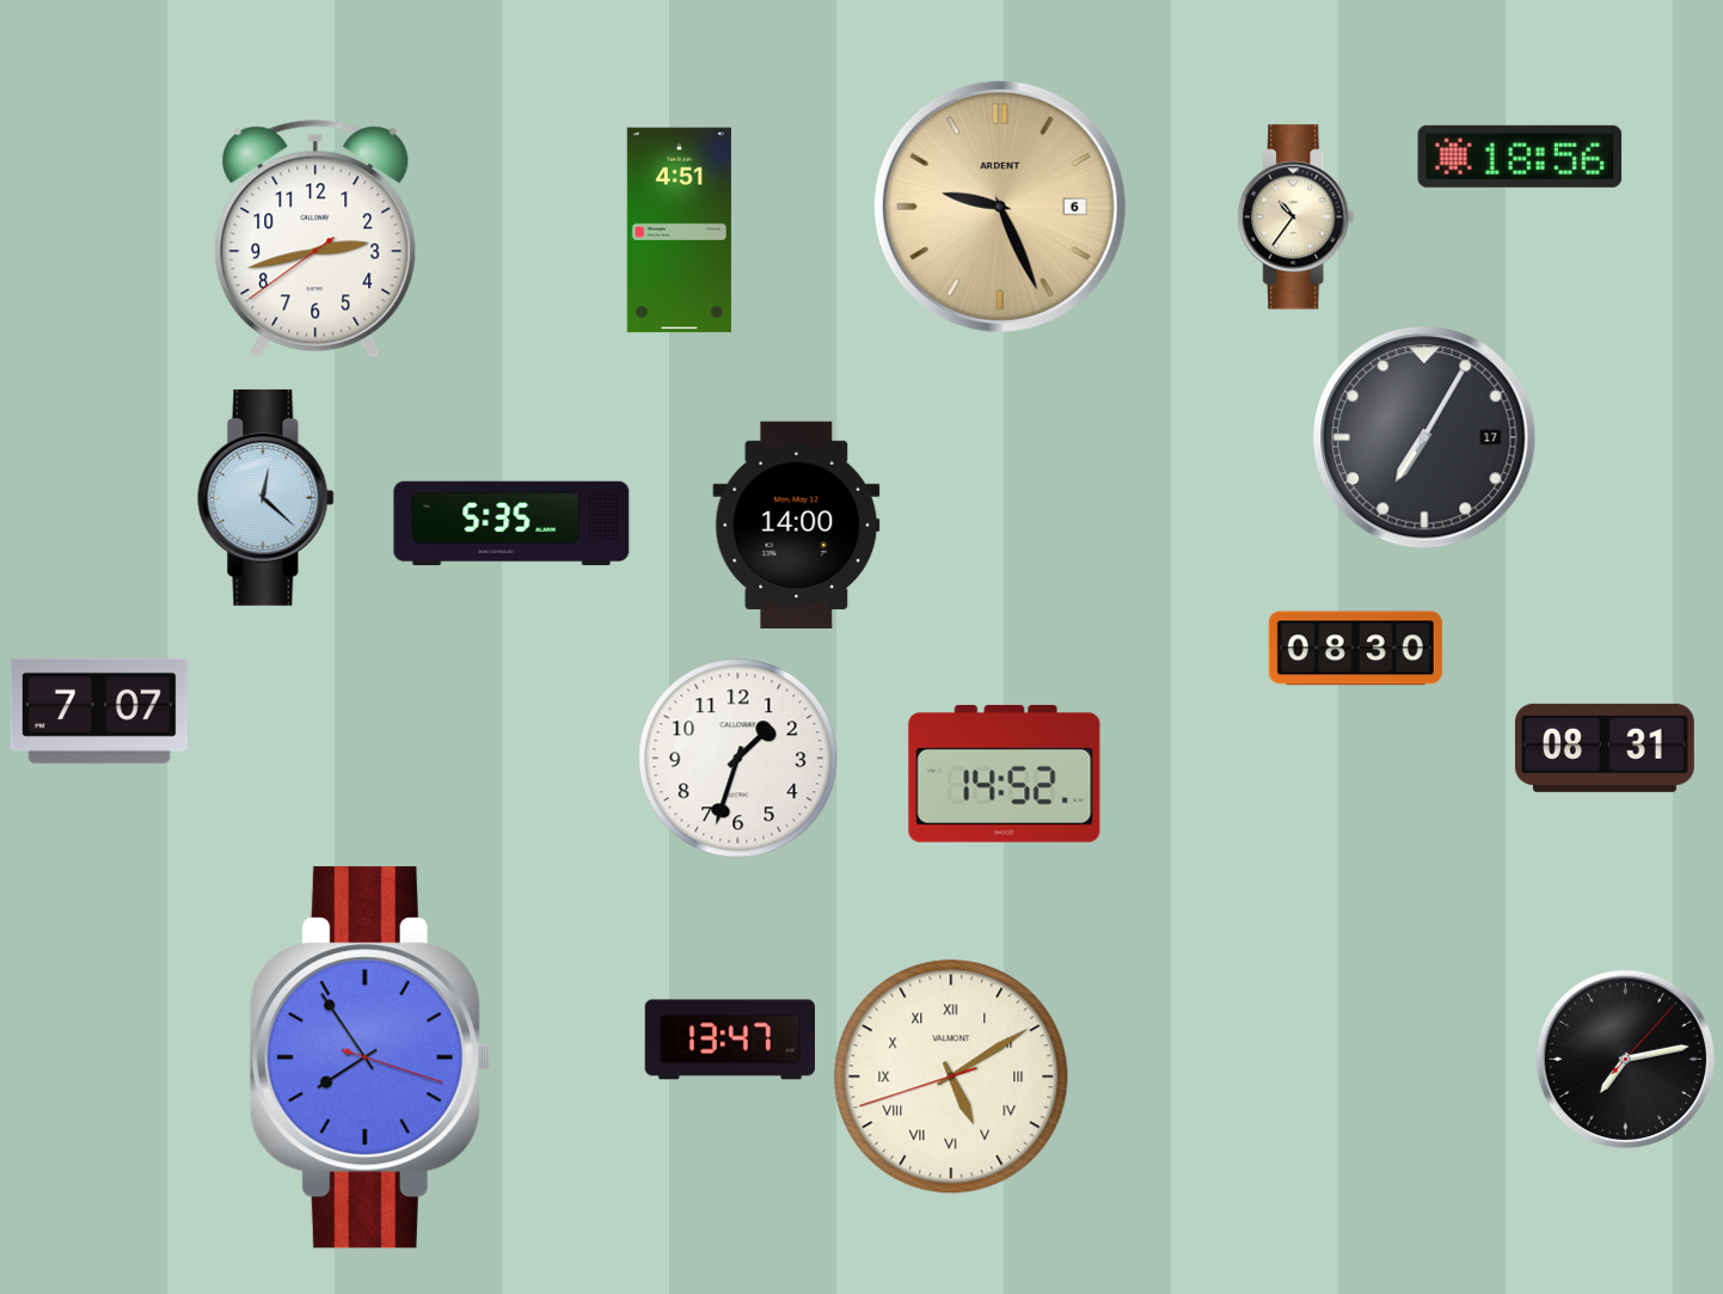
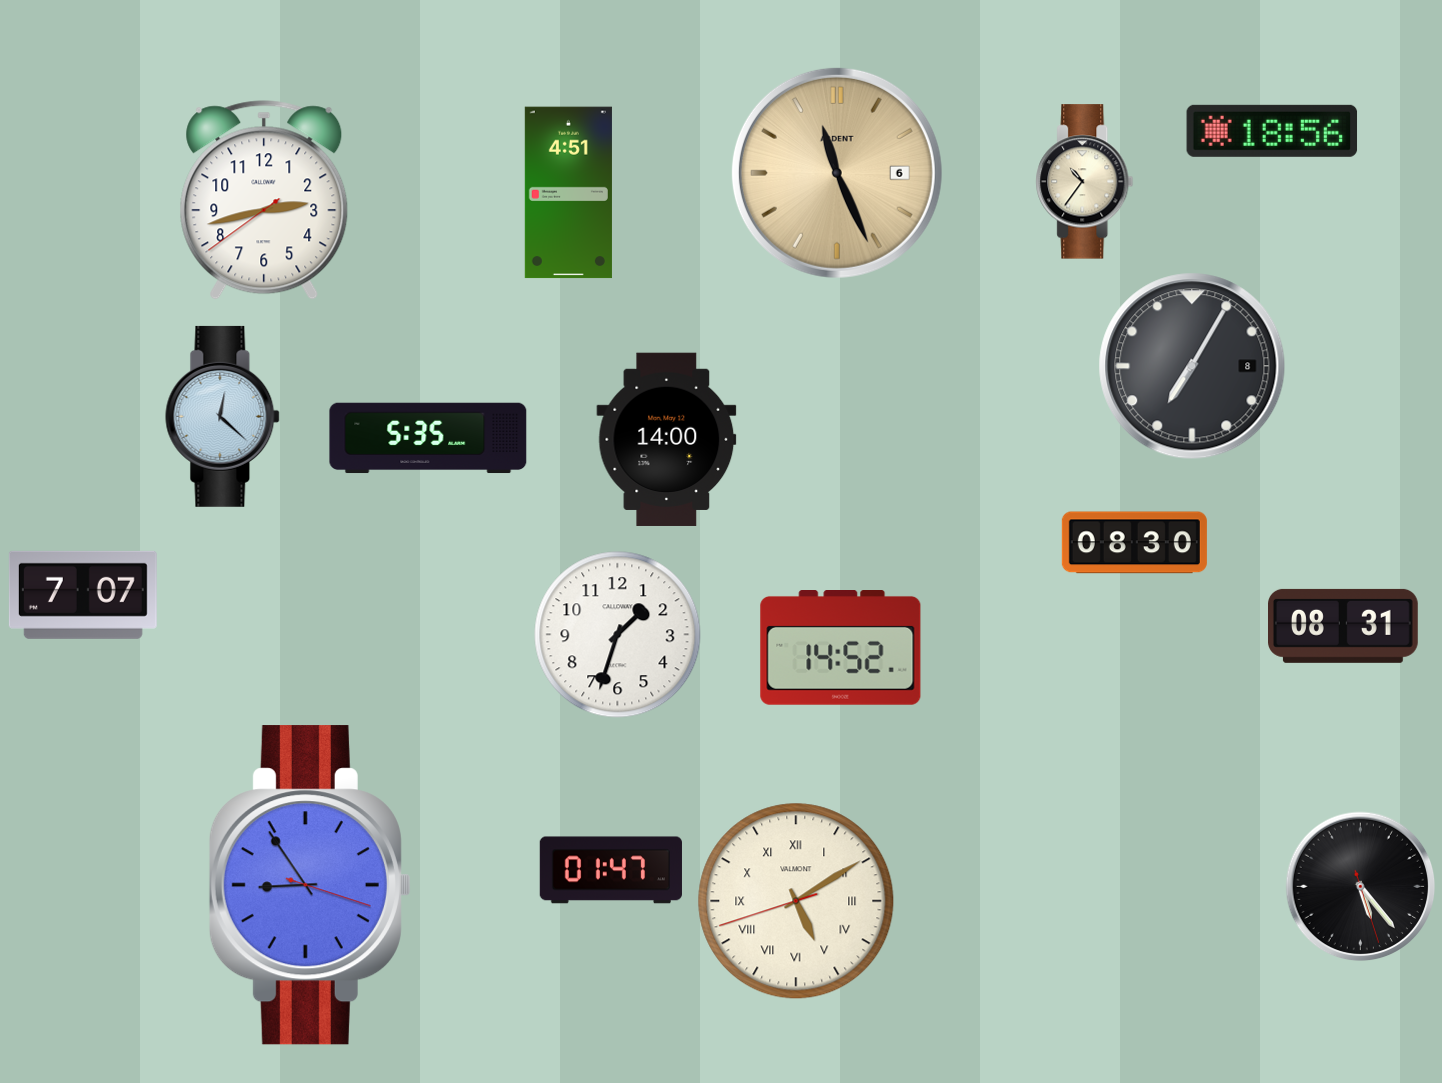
clock at (1000, 207): 9:26 -> 11:26
clock at (1424, 437) date: 17 -> 8
clock at (730, 1040): 13:47 -> 01:47
clock at (370, 1057): 7:54 -> 8:54
clock at (1626, 1060): 7:13 -> 5:23
